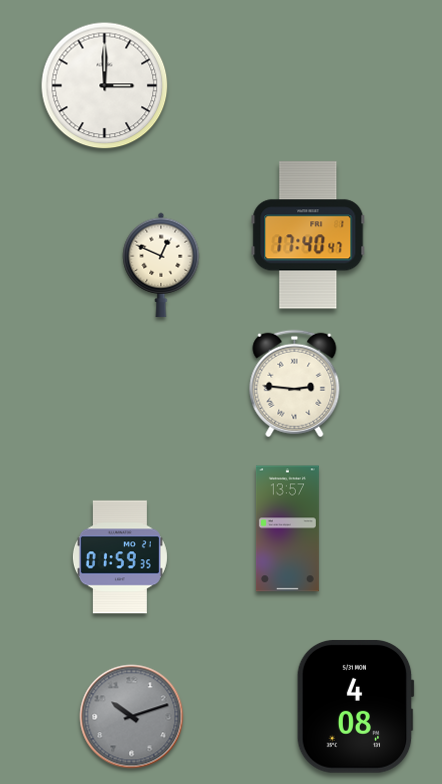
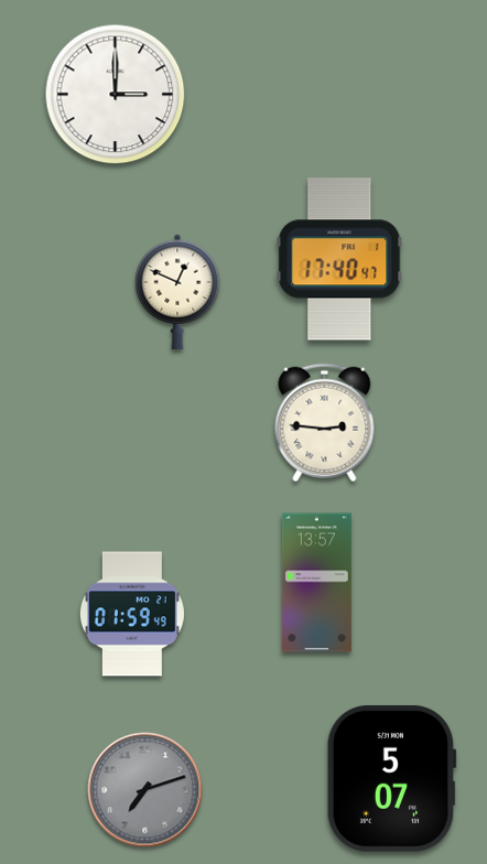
clock at (120, 557): 01:59:35 -> 01:59:49
clock at (355, 706): 4:08 -> 5:07
clock at (132, 717): 10:12 -> 7:12
